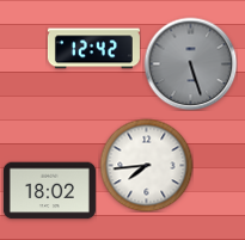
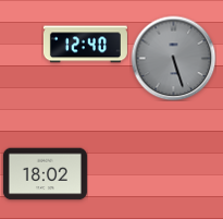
clock at (93, 49): 12:42 -> 12:40
clock at (146, 165): 7:44 -> none
